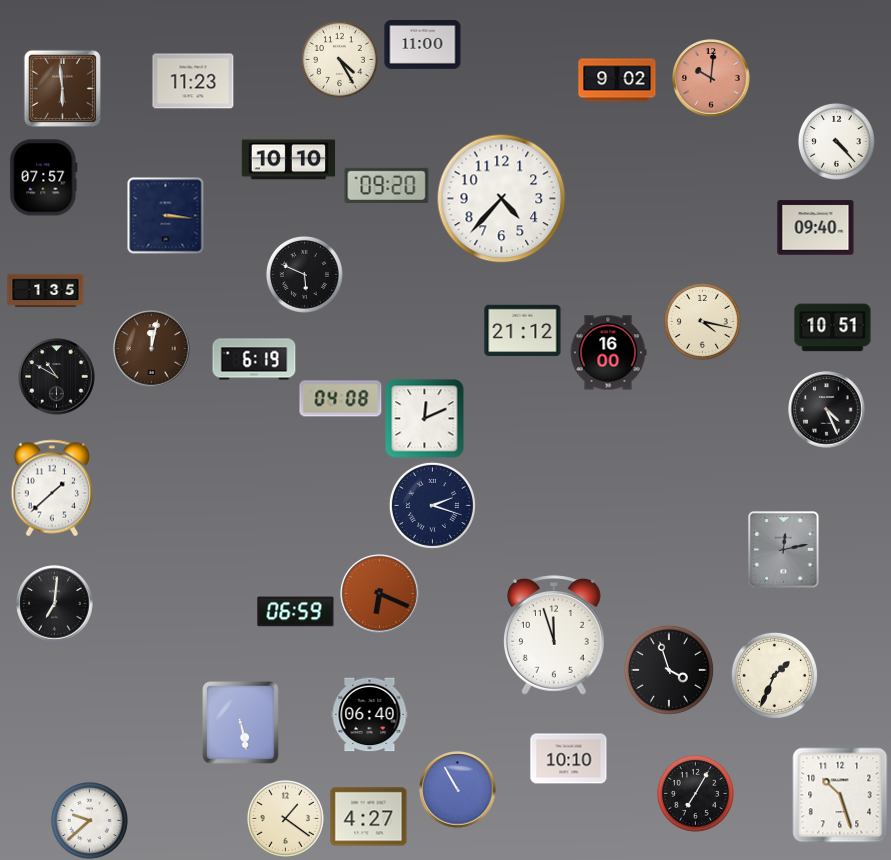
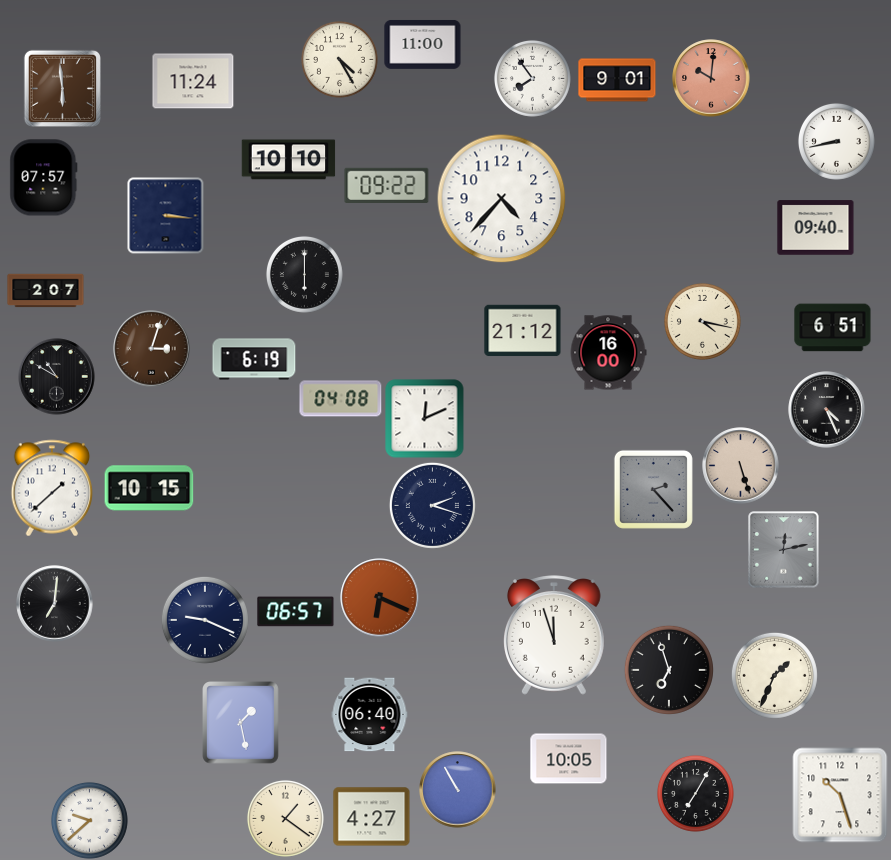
clock at (532, 78): none -> 7:54
clock at (617, 80): 9:02 -> 9:01
clock at (193, 81): 11:23 -> 11:24
clock at (836, 141): 4:23 -> 8:43
clock at (387, 185): 09:20 -> 09:22
clock at (304, 274): 5:49 -> 6:00
clock at (46, 291): 1:35 -> 2:07
clock at (833, 328): 10:51 -> 6:51
clock at (152, 349): 12:02 -> 3:03
clock at (741, 466): none -> 5:27
clock at (149, 488): none -> 10:15
clock at (653, 489): none -> 2:23
clock at (380, 594) position: (380, 594) -> (380, 598)
clock at (296, 612): 06:59 -> 06:57
clock at (205, 620): none -> 9:19
clock at (669, 670): 3:57 -> 6:57
clock at (241, 723): 5:28 -> 1:28
clock at (569, 759): 10:10 -> 10:05
clock at (369, 817) position: (369, 817) -> (372, 817)
